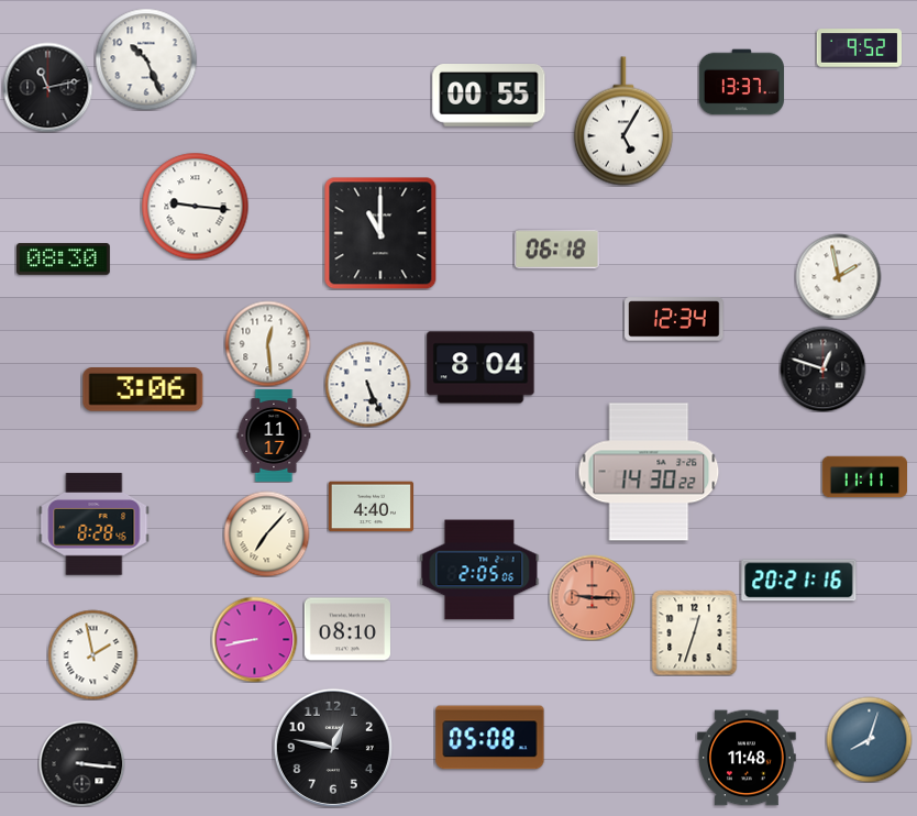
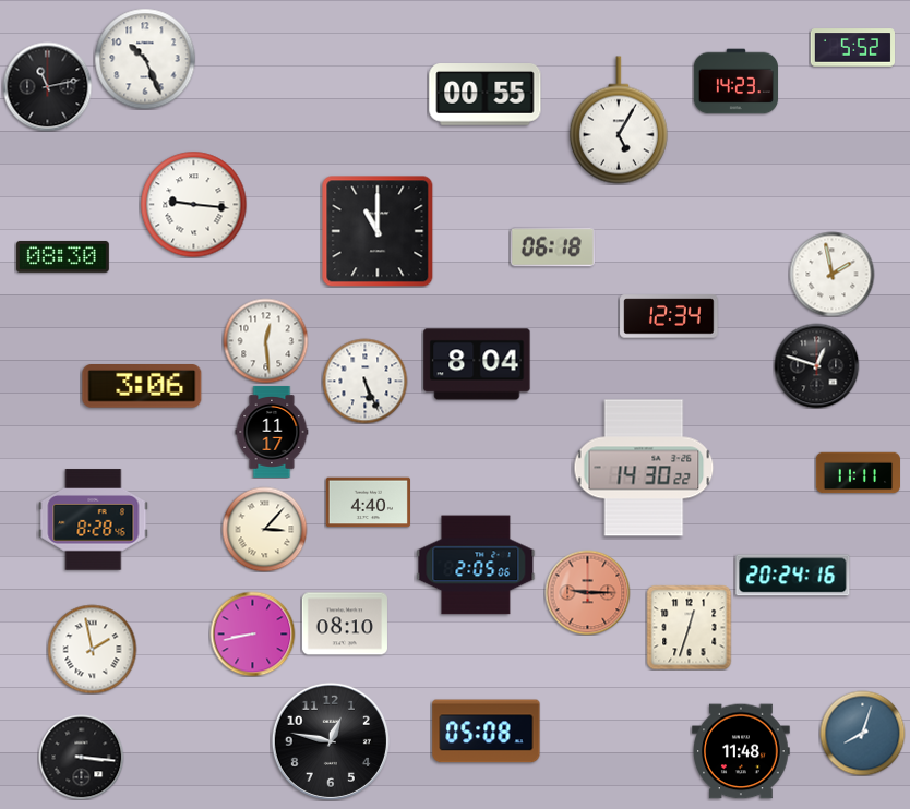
clock at (859, 48): 9:52 -> 5:52
clock at (741, 82): 13:37 -> 14:23
clock at (266, 533): 7:07 -> 3:07
clock at (799, 581): 20:21 -> 20:24
